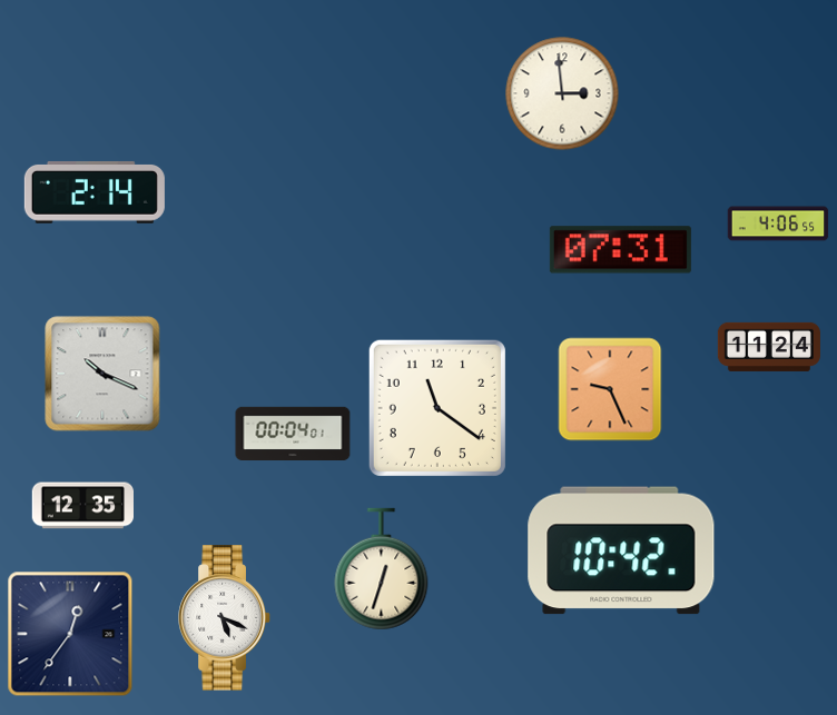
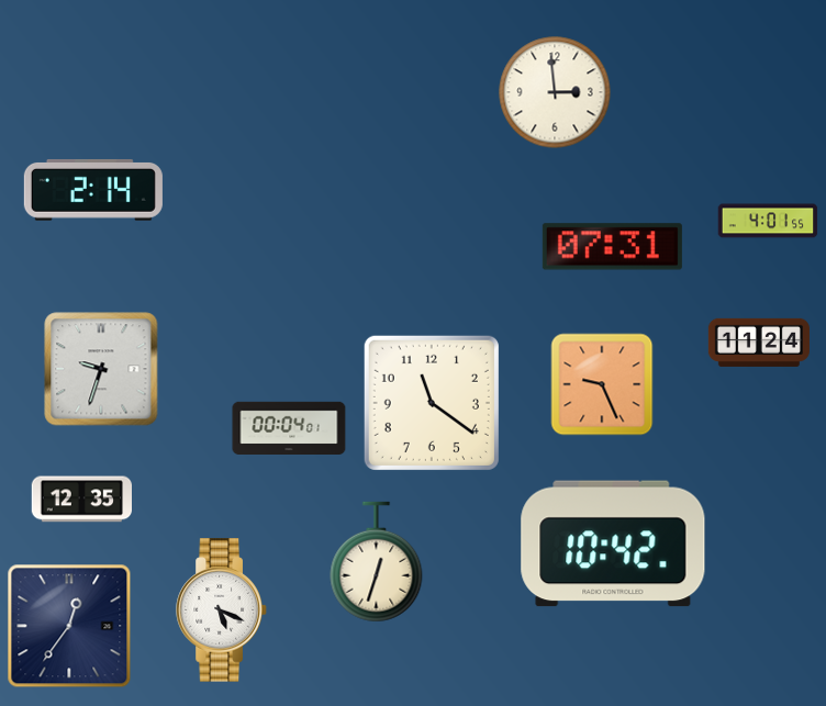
clock at (778, 224): 4:06 -> 4:01
clock at (102, 374): 10:19 -> 9:33
